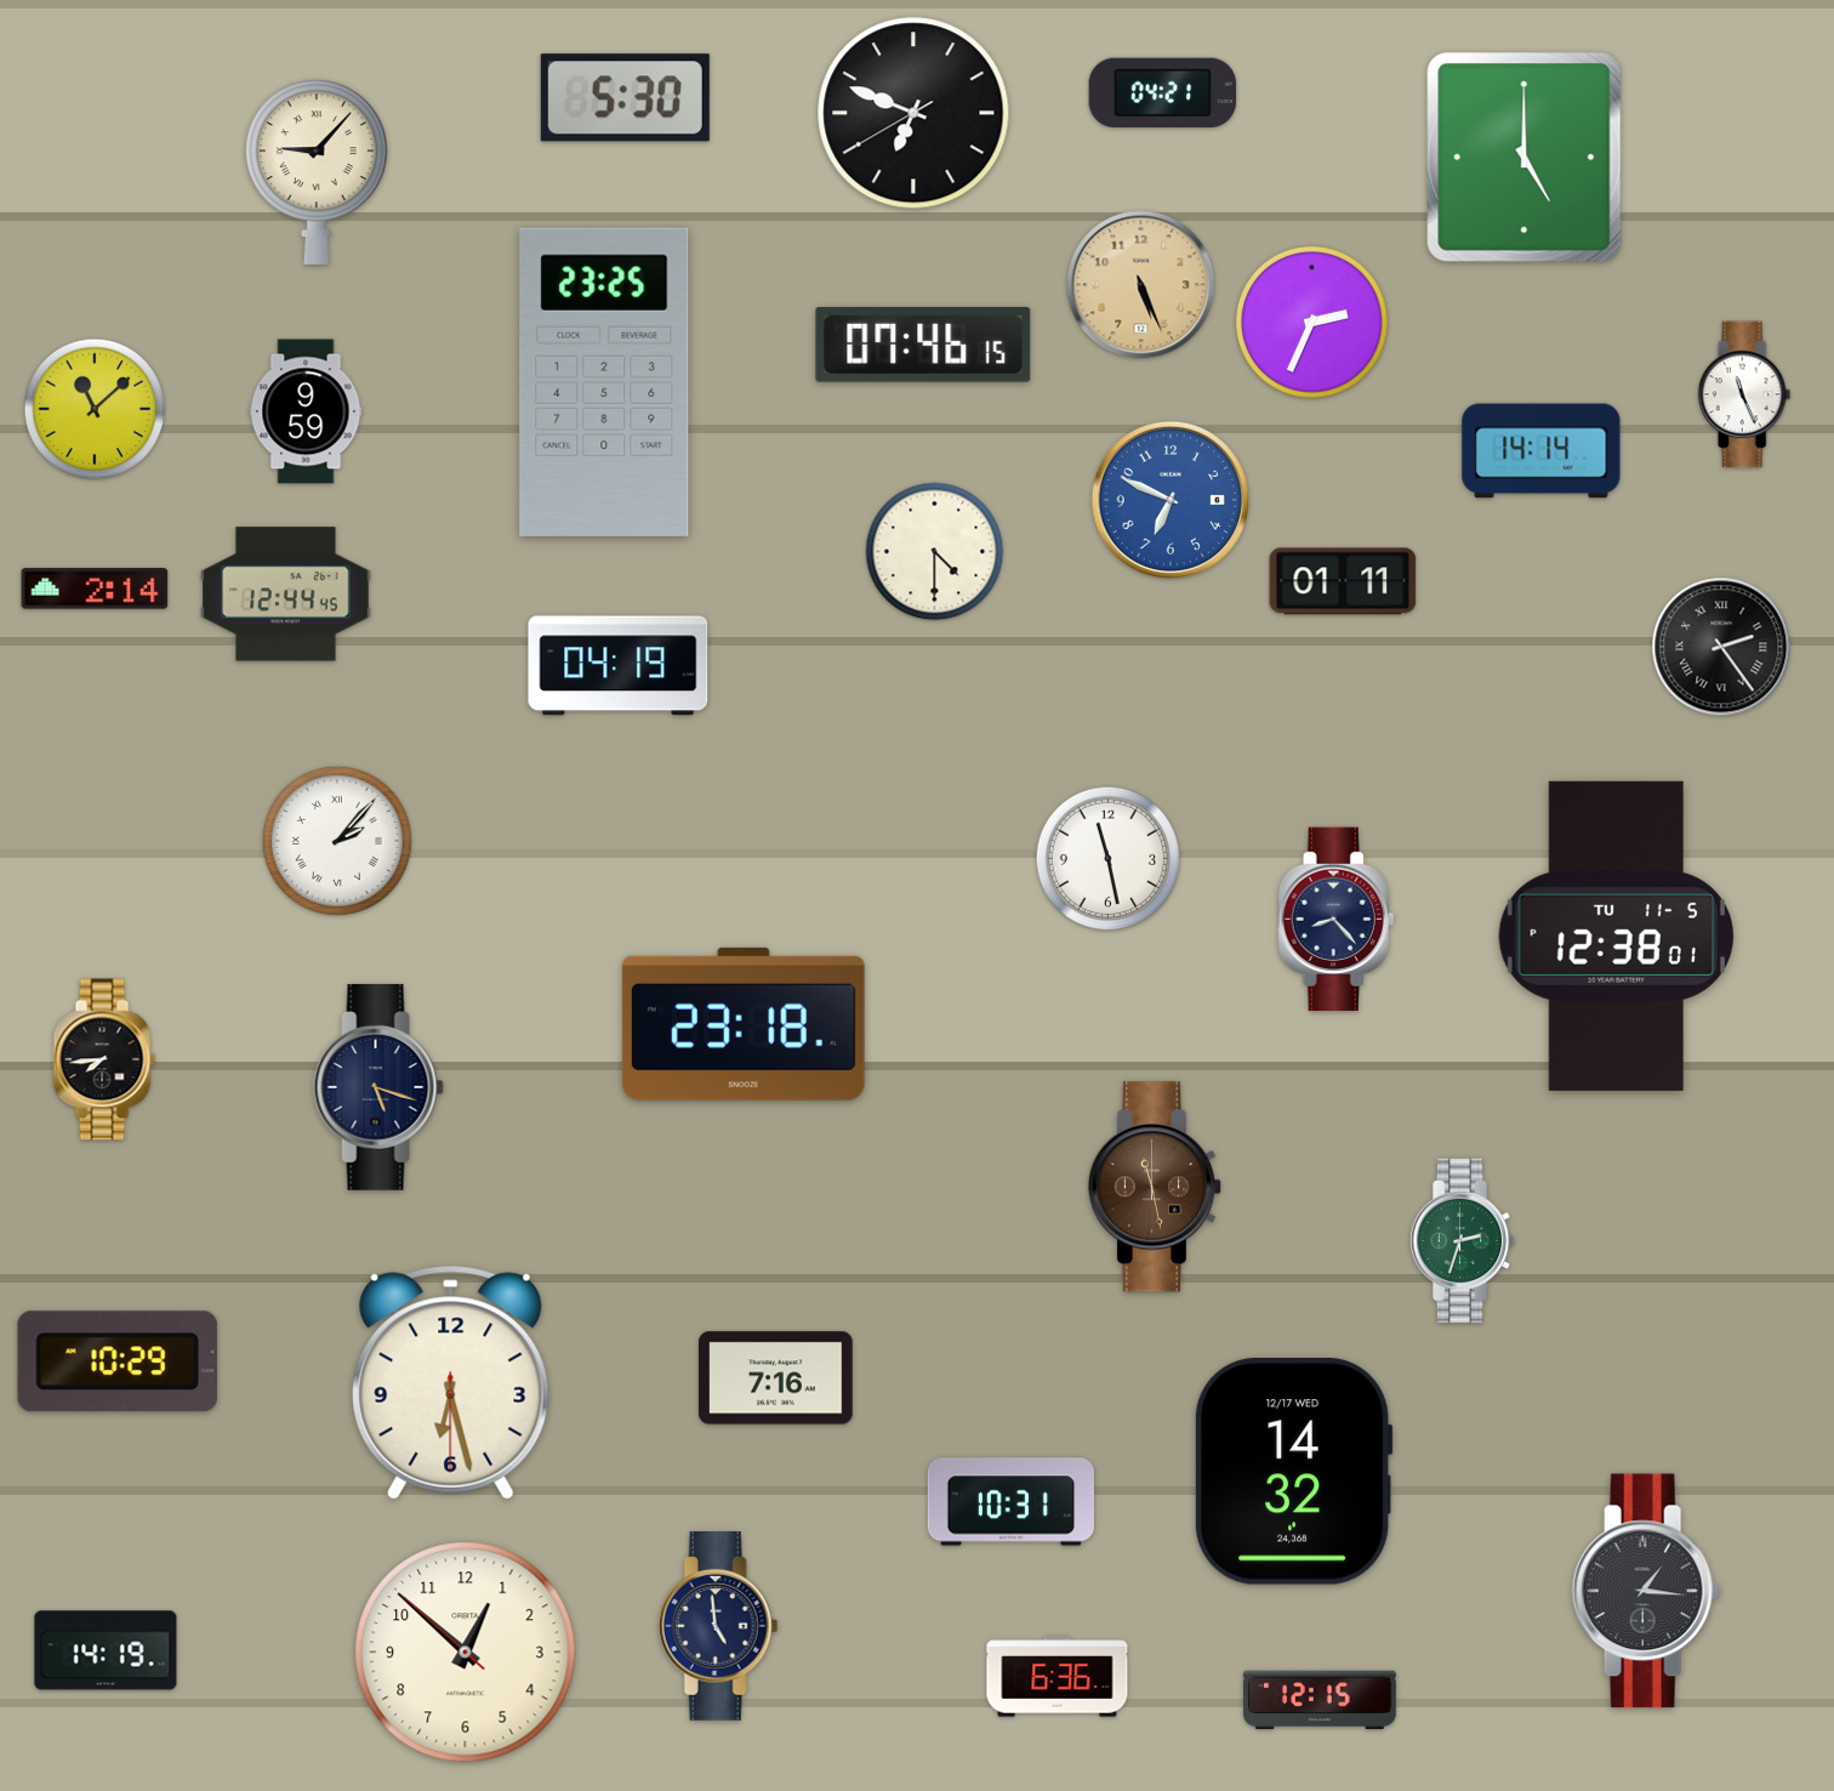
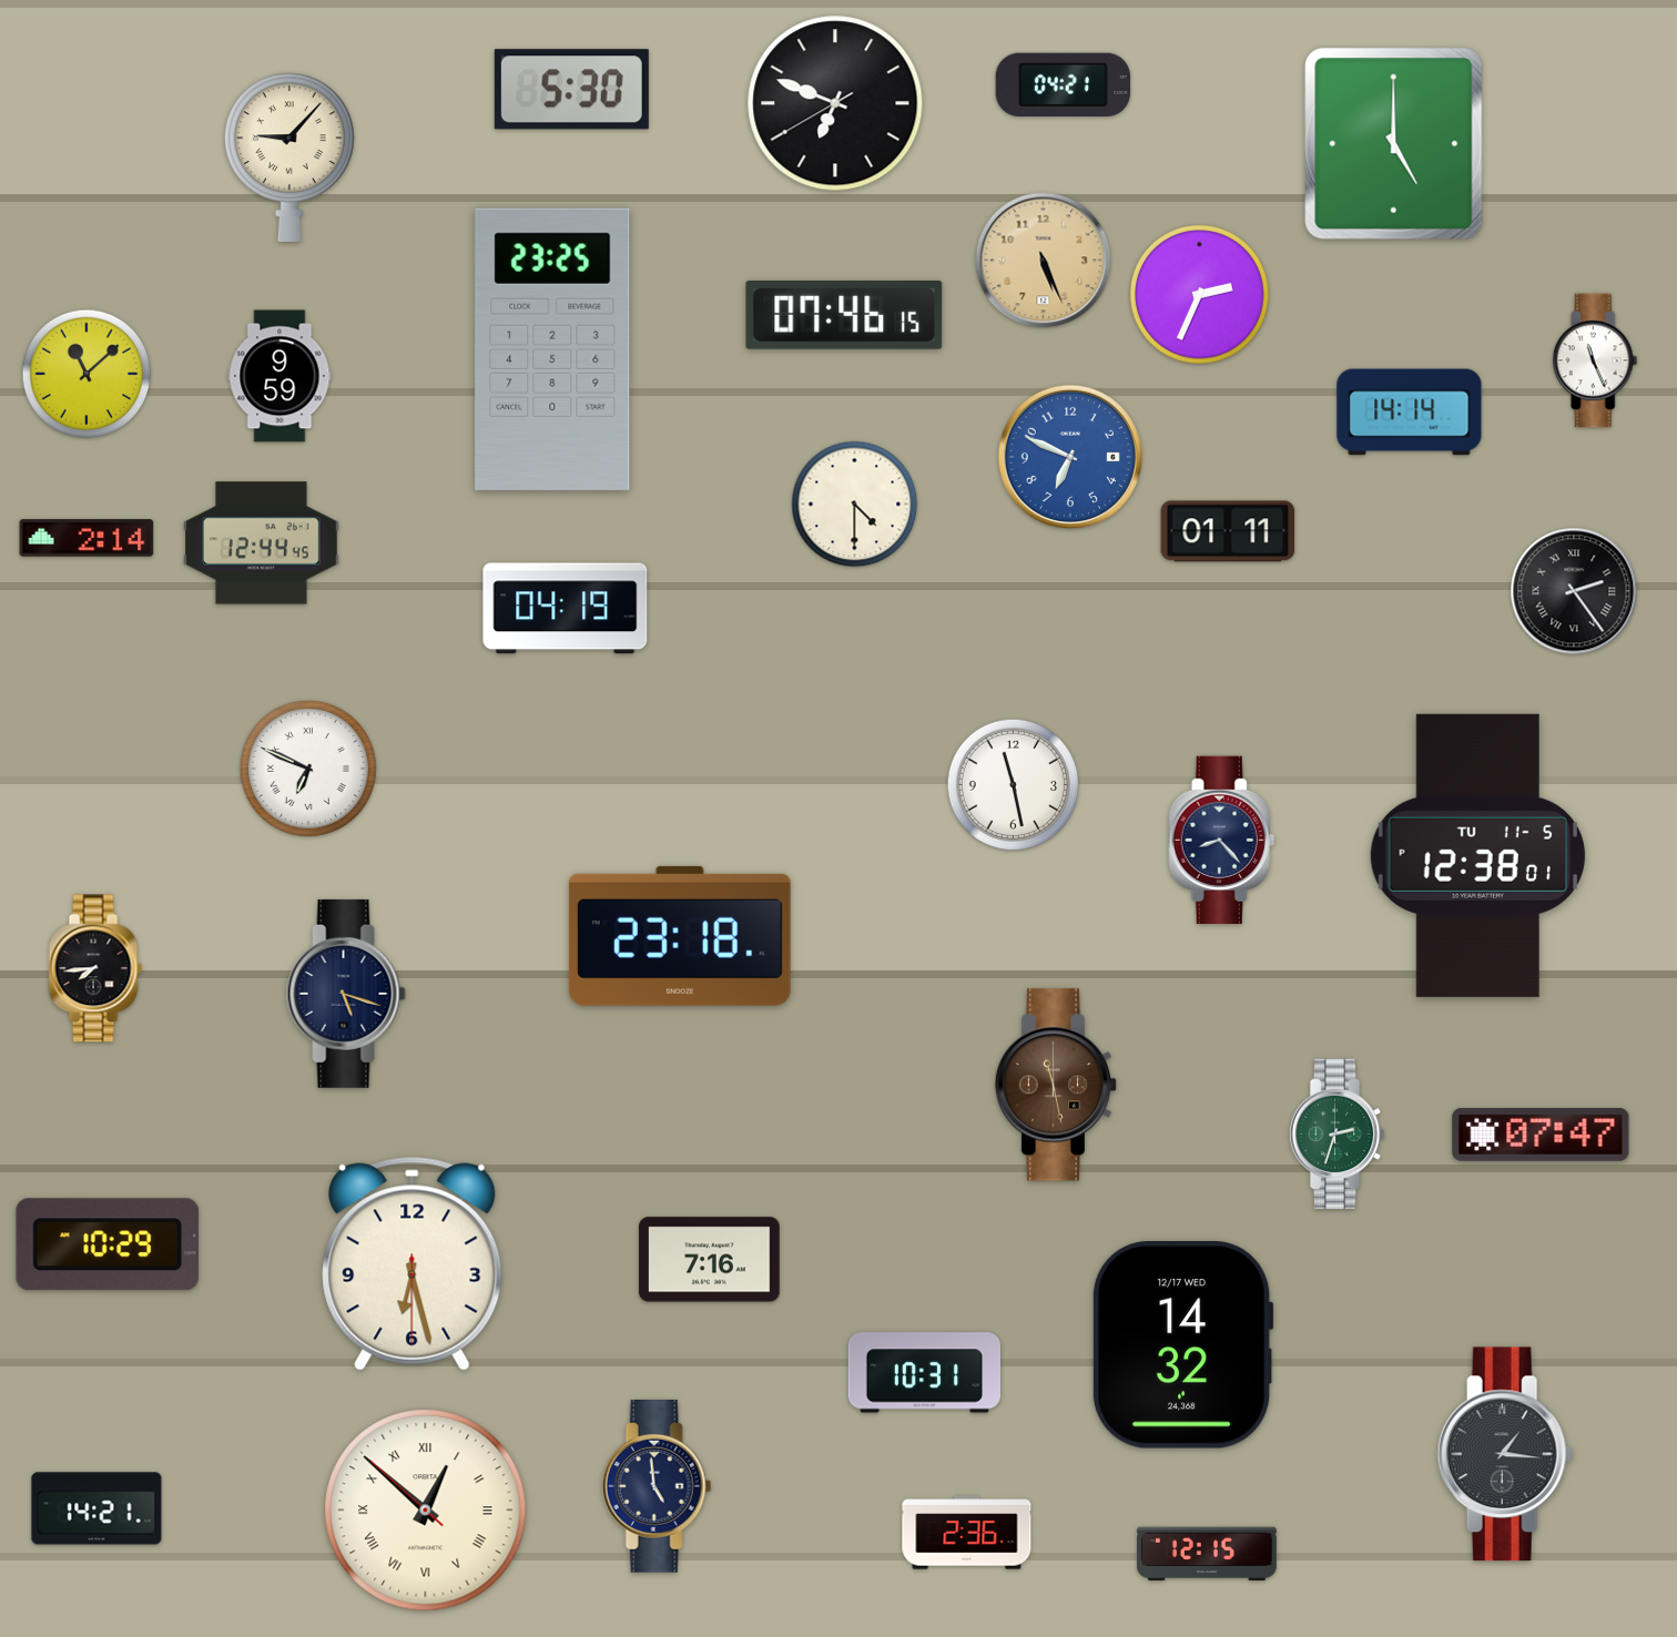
clock at (337, 841): 2:07 -> 6:49
clock at (1541, 1136): none -> 07:47
clock at (106, 1650): 14:19 -> 14:21
clock at (466, 1653) numerals: Arabic -> Roman
clock at (1058, 1677): 6:36 -> 2:36
